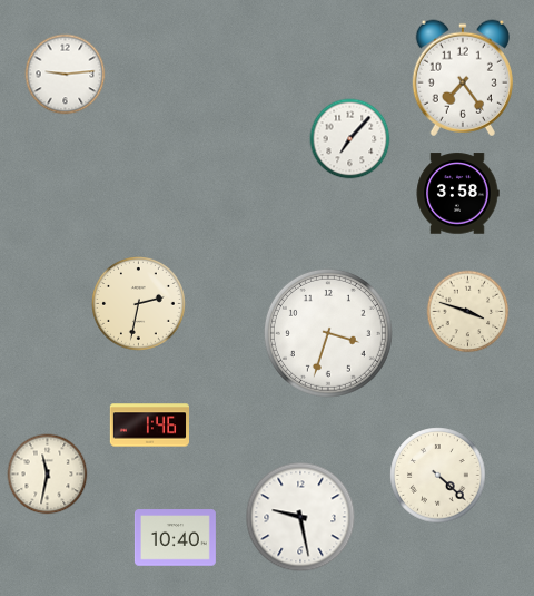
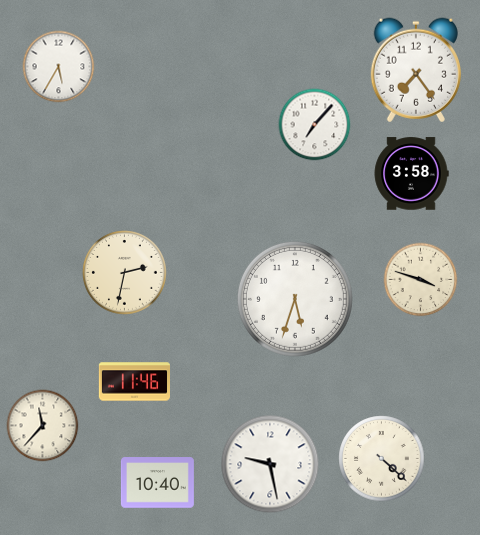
clock at (66, 75): 9:14 -> 5:35
clock at (328, 333): 3:33 -> 5:33
clock at (149, 426): 1:46 -> 11:46
clock at (48, 475): 11:32 -> 11:37
clock at (438, 476) position: (438, 476) -> (382, 459)
